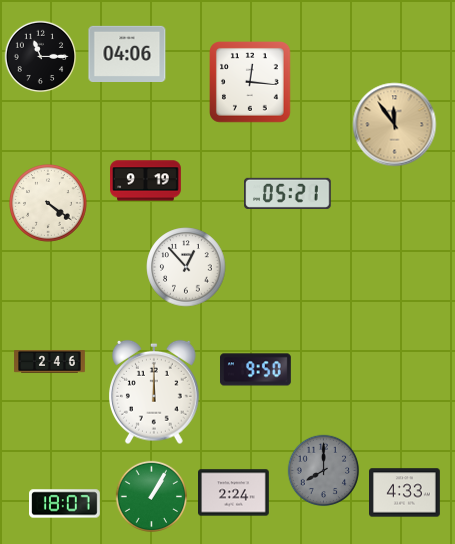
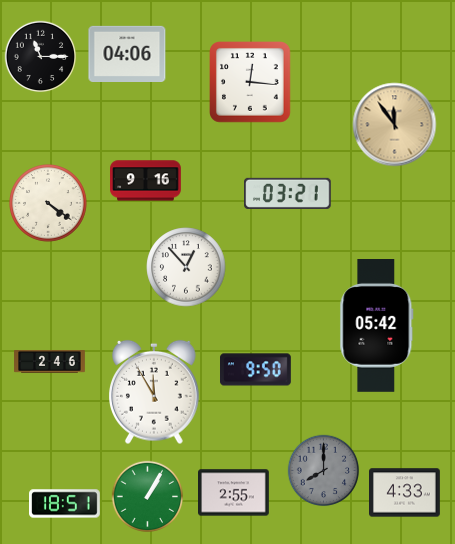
clock at (146, 181): 9:19 -> 9:16
clock at (288, 193): 05:21 -> 03:21
clock at (377, 326): none -> 05:42
clock at (155, 392): 12:00 -> 11:55
clock at (234, 493): 2:24 -> 2:55
clock at (152, 497) position: (152, 497) -> (148, 497)
clock at (65, 504): 18:07 -> 18:51
